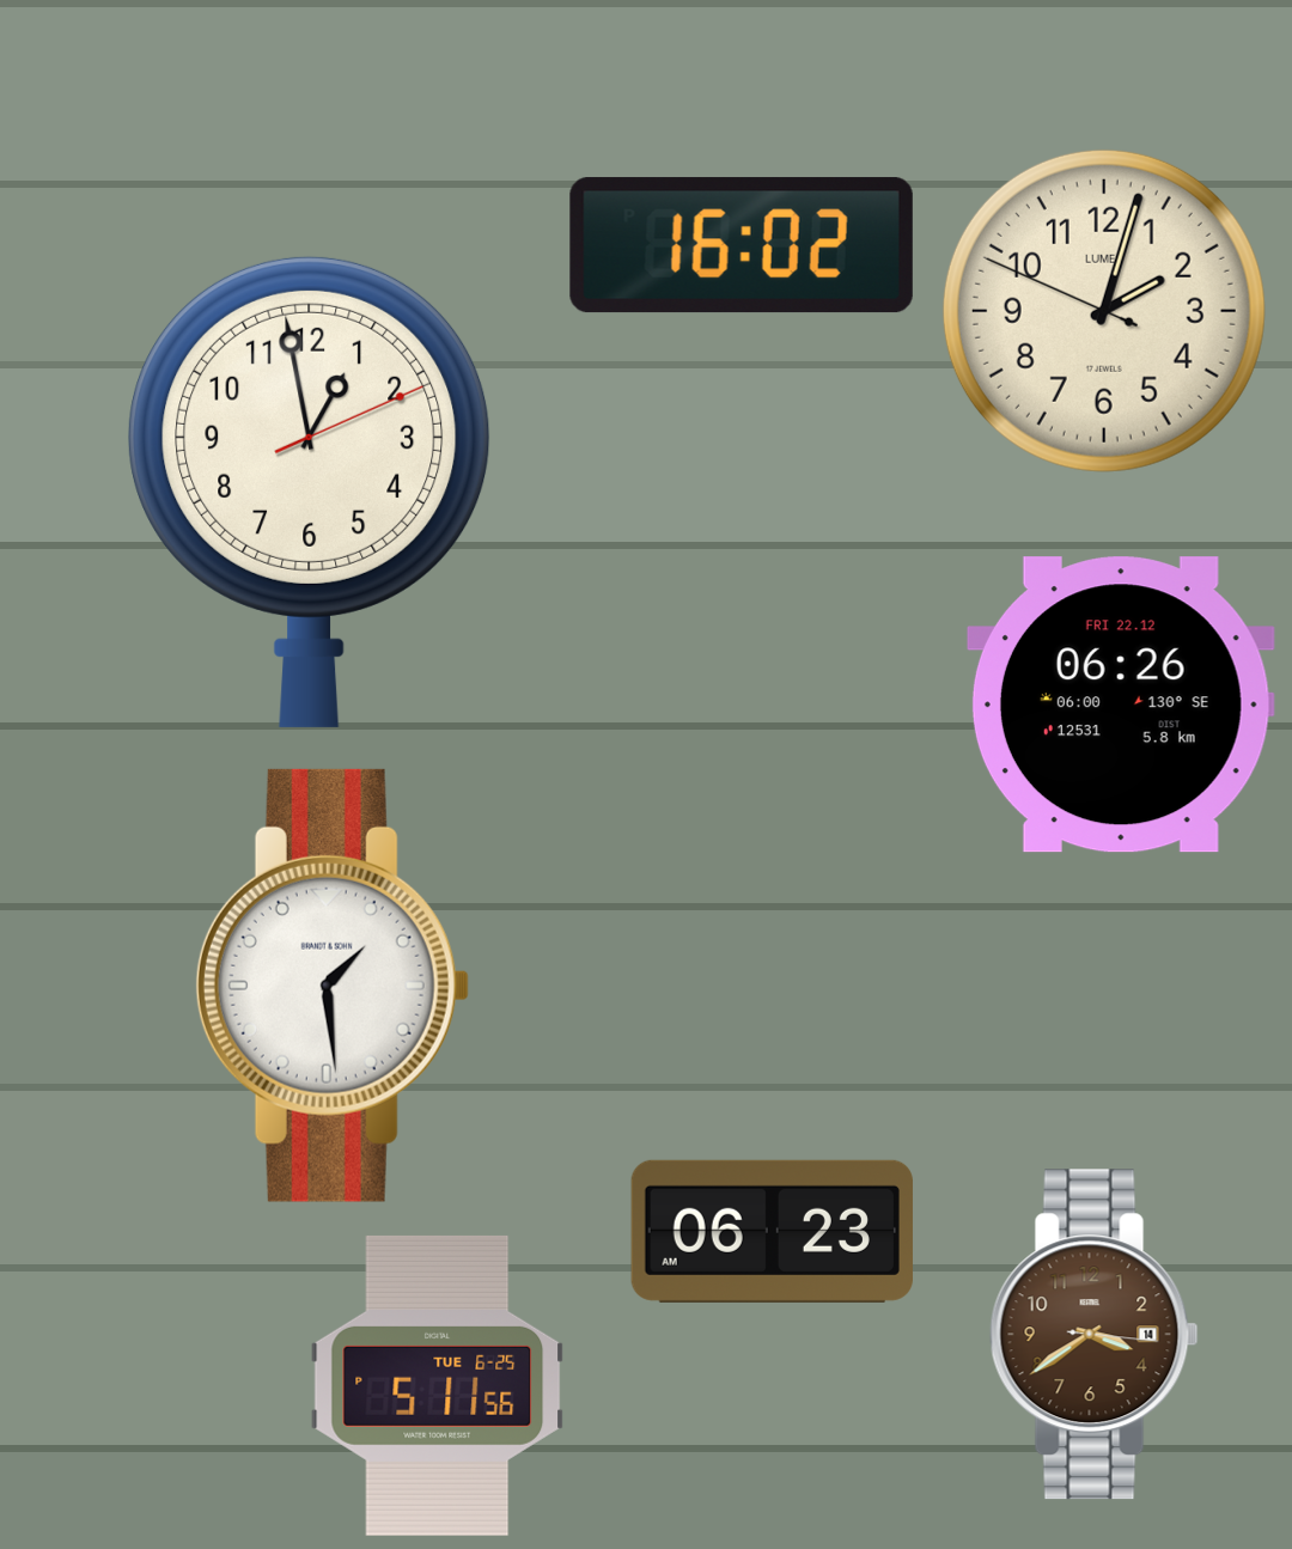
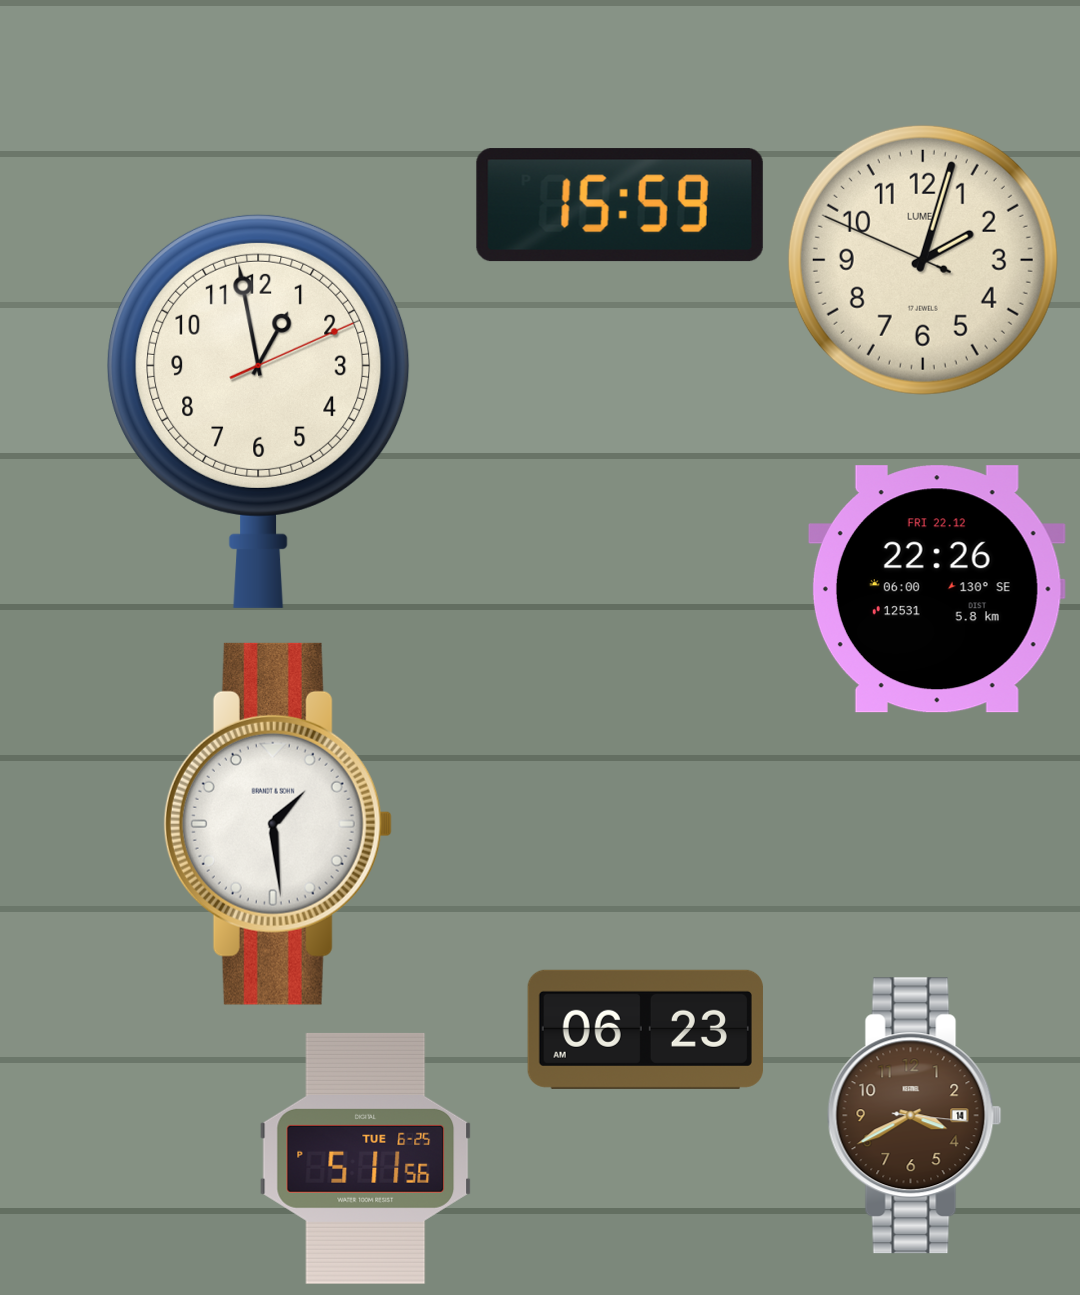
clock at (742, 245): 16:02 -> 15:59
clock at (1121, 705): 06:26 -> 22:26
clock at (1093, 1335): 3:39 -> 3:40
